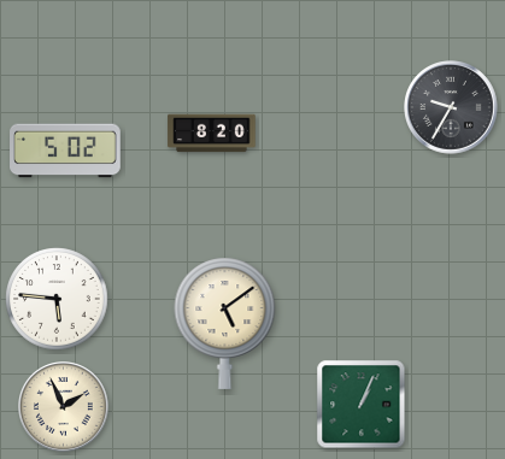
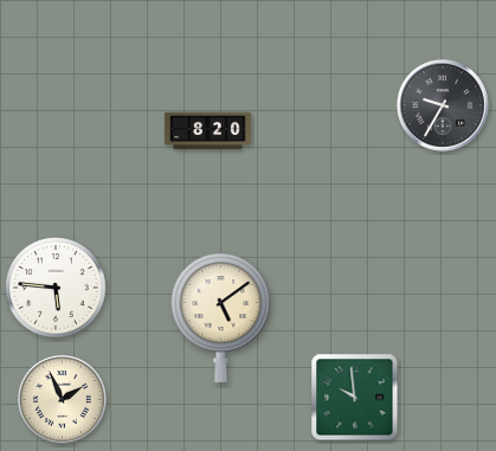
clock at (65, 151): 5:02 -> none
clock at (57, 299) position: (57, 299) -> (56, 288)
clock at (362, 405): 1:04 -> 9:59
